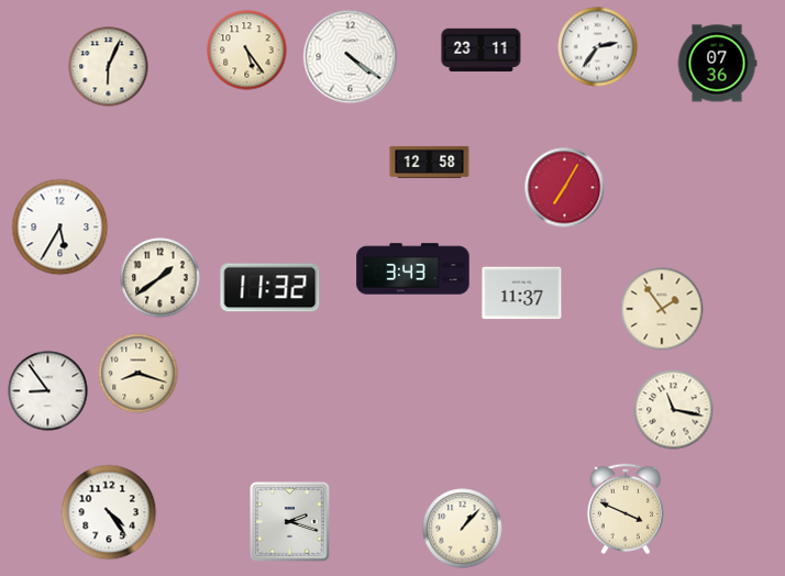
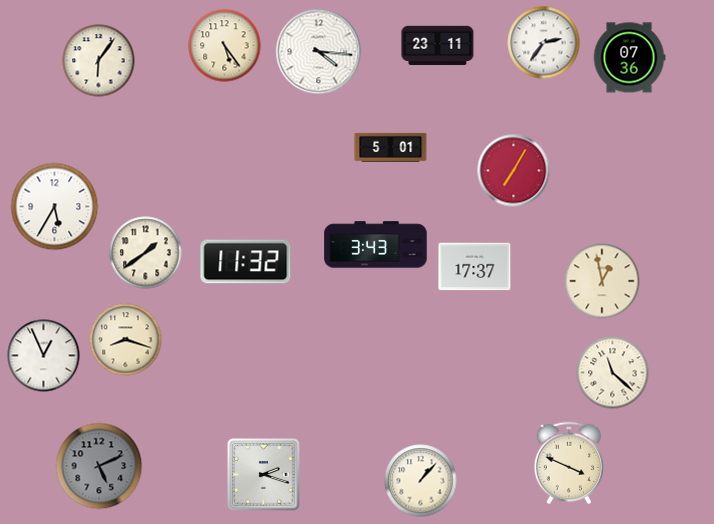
clock at (351, 57): 4:21 -> 4:16
clock at (717, 64) position: (717, 64) -> (629, 58)
clock at (109, 67): 6:04 -> 6:06
clock at (430, 162): 12:58 -> 5:01
clock at (522, 293): 11:37 -> 17:37
clock at (662, 309): 1:54 -> 12:58
clock at (48, 391): 8:54 -> 12:56
clock at (674, 410): 11:17 -> 11:22
clock at (109, 512): 4:24 -> 5:11
clock at (109, 512) dial: white -> grey
